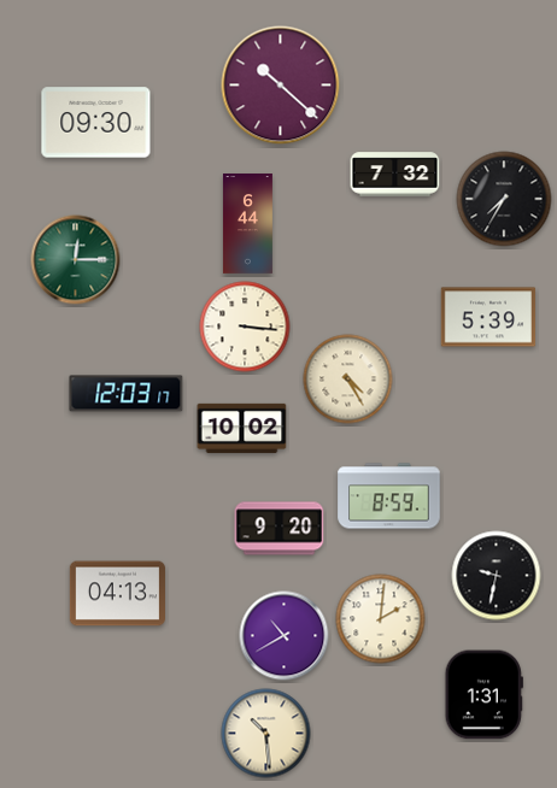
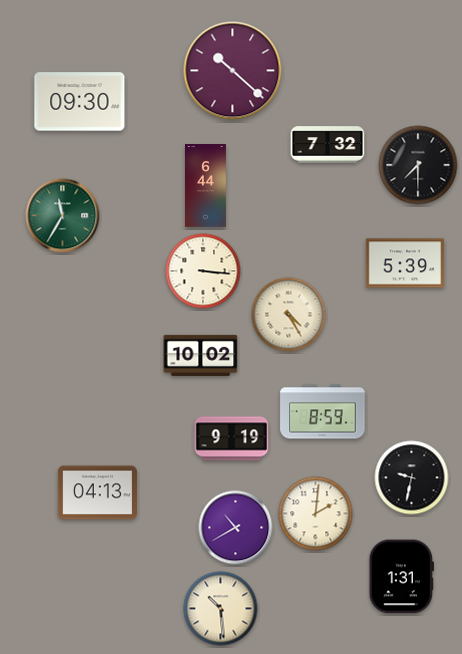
clock at (504, 199): 7:35 -> 7:30
clock at (76, 260): 12:15 -> 11:35
clock at (127, 394): 12:03 -> none
clock at (280, 529): 9:20 -> 9:19
